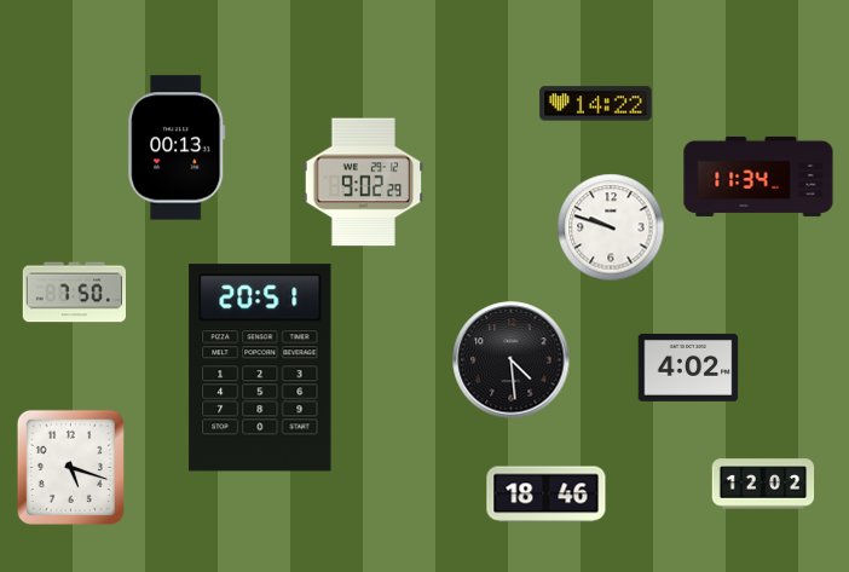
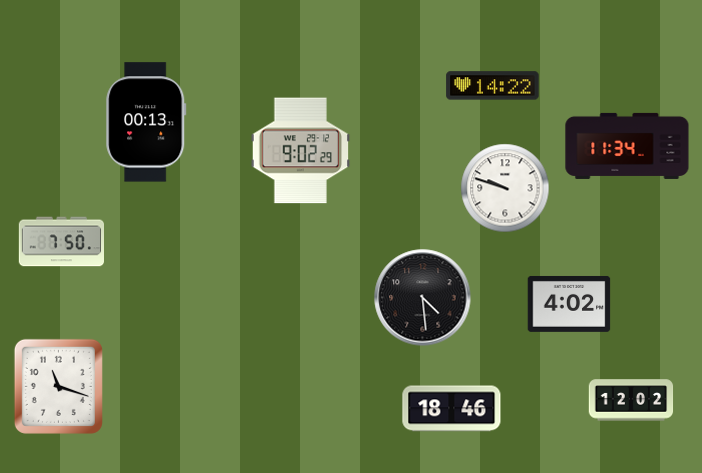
clock at (260, 368): 20:51 -> none
clock at (70, 467): 5:18 -> 11:18
